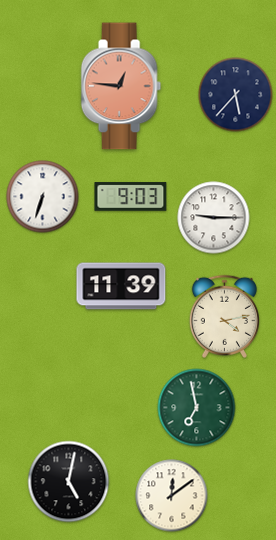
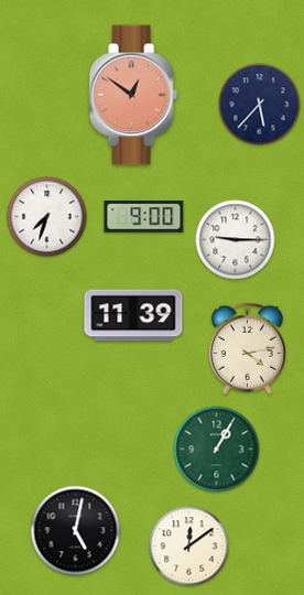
clock at (121, 86): 12:46 -> 12:51
clock at (43, 197): 6:33 -> 7:33
clock at (131, 197): 9:03 -> 9:00
clock at (197, 408): 6:58 -> 1:05
